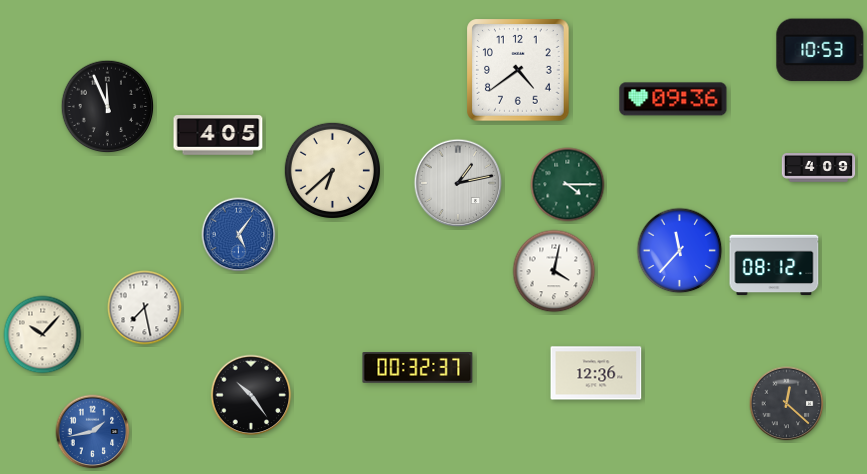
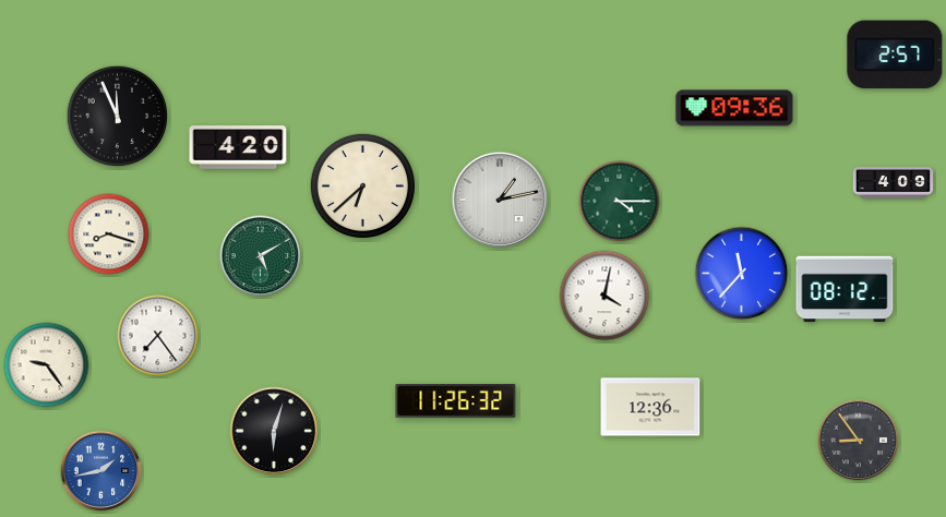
clock at (820, 50): 10:53 -> 2:57
clock at (518, 70): 4:39 -> none
clock at (218, 135): 4:05 -> 4:20
clock at (109, 235): none -> 8:18
clock at (239, 235): 5:06 -> 5:10
clock at (239, 235) dial: blue -> green
clock at (145, 308): 7:28 -> 7:24
clock at (43, 335): 10:07 -> 9:24
clock at (418, 368): 00:32 -> 11:26
clock at (251, 395): 10:24 -> 6:03
clock at (787, 404): 12:22 -> 8:54
